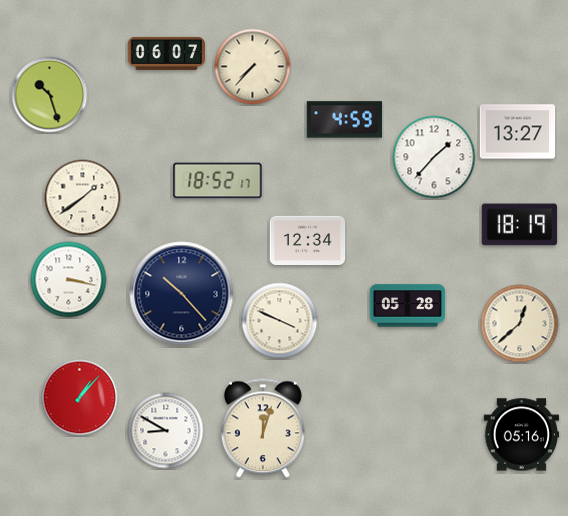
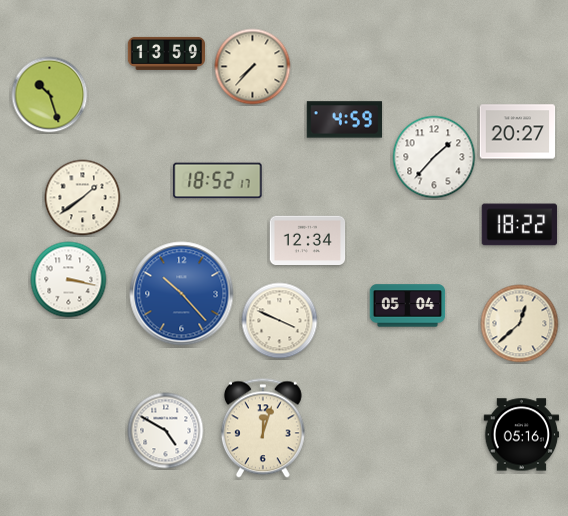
clock at (166, 53): 06:07 -> 13:59
clock at (518, 132): 13:27 -> 20:27
clock at (520, 225): 18:19 -> 18:22
clock at (182, 294) dial: navy -> blue
clock at (408, 306): 05:28 -> 05:04
clock at (80, 398): 1:07 -> none
clock at (166, 431): 8:50 -> 4:50
